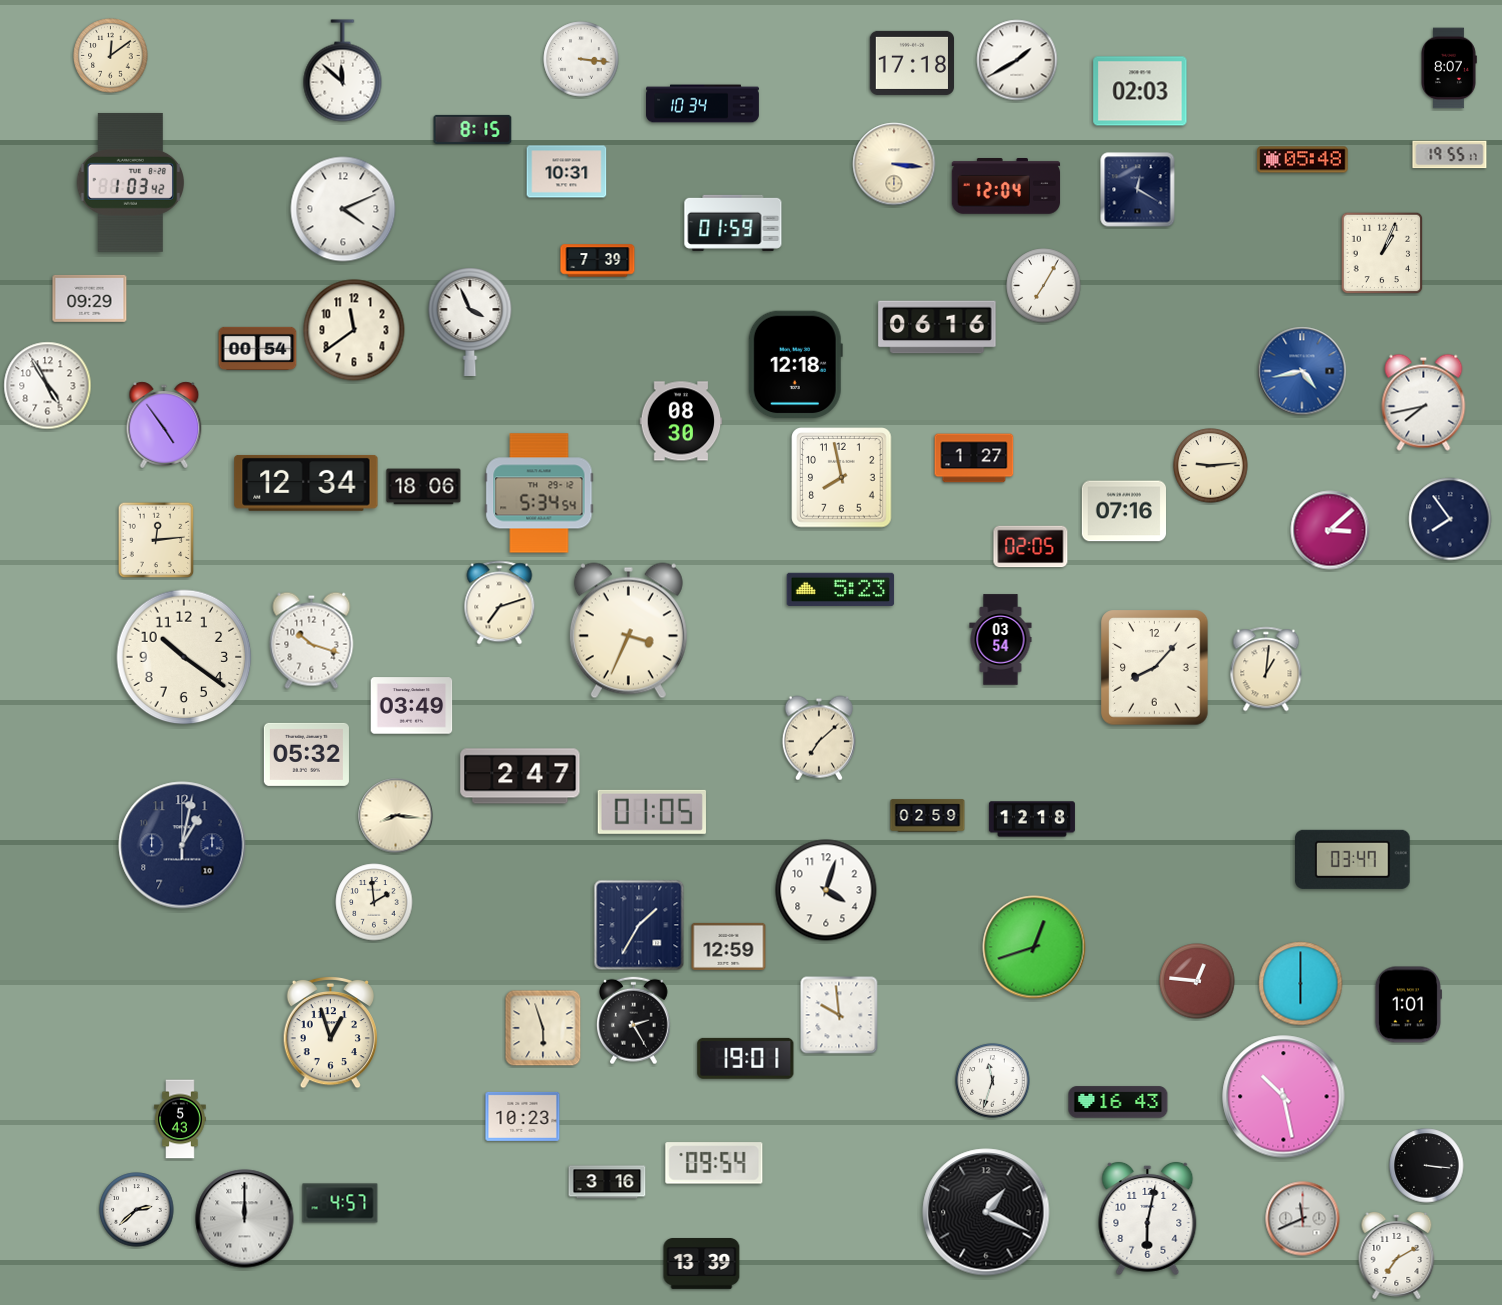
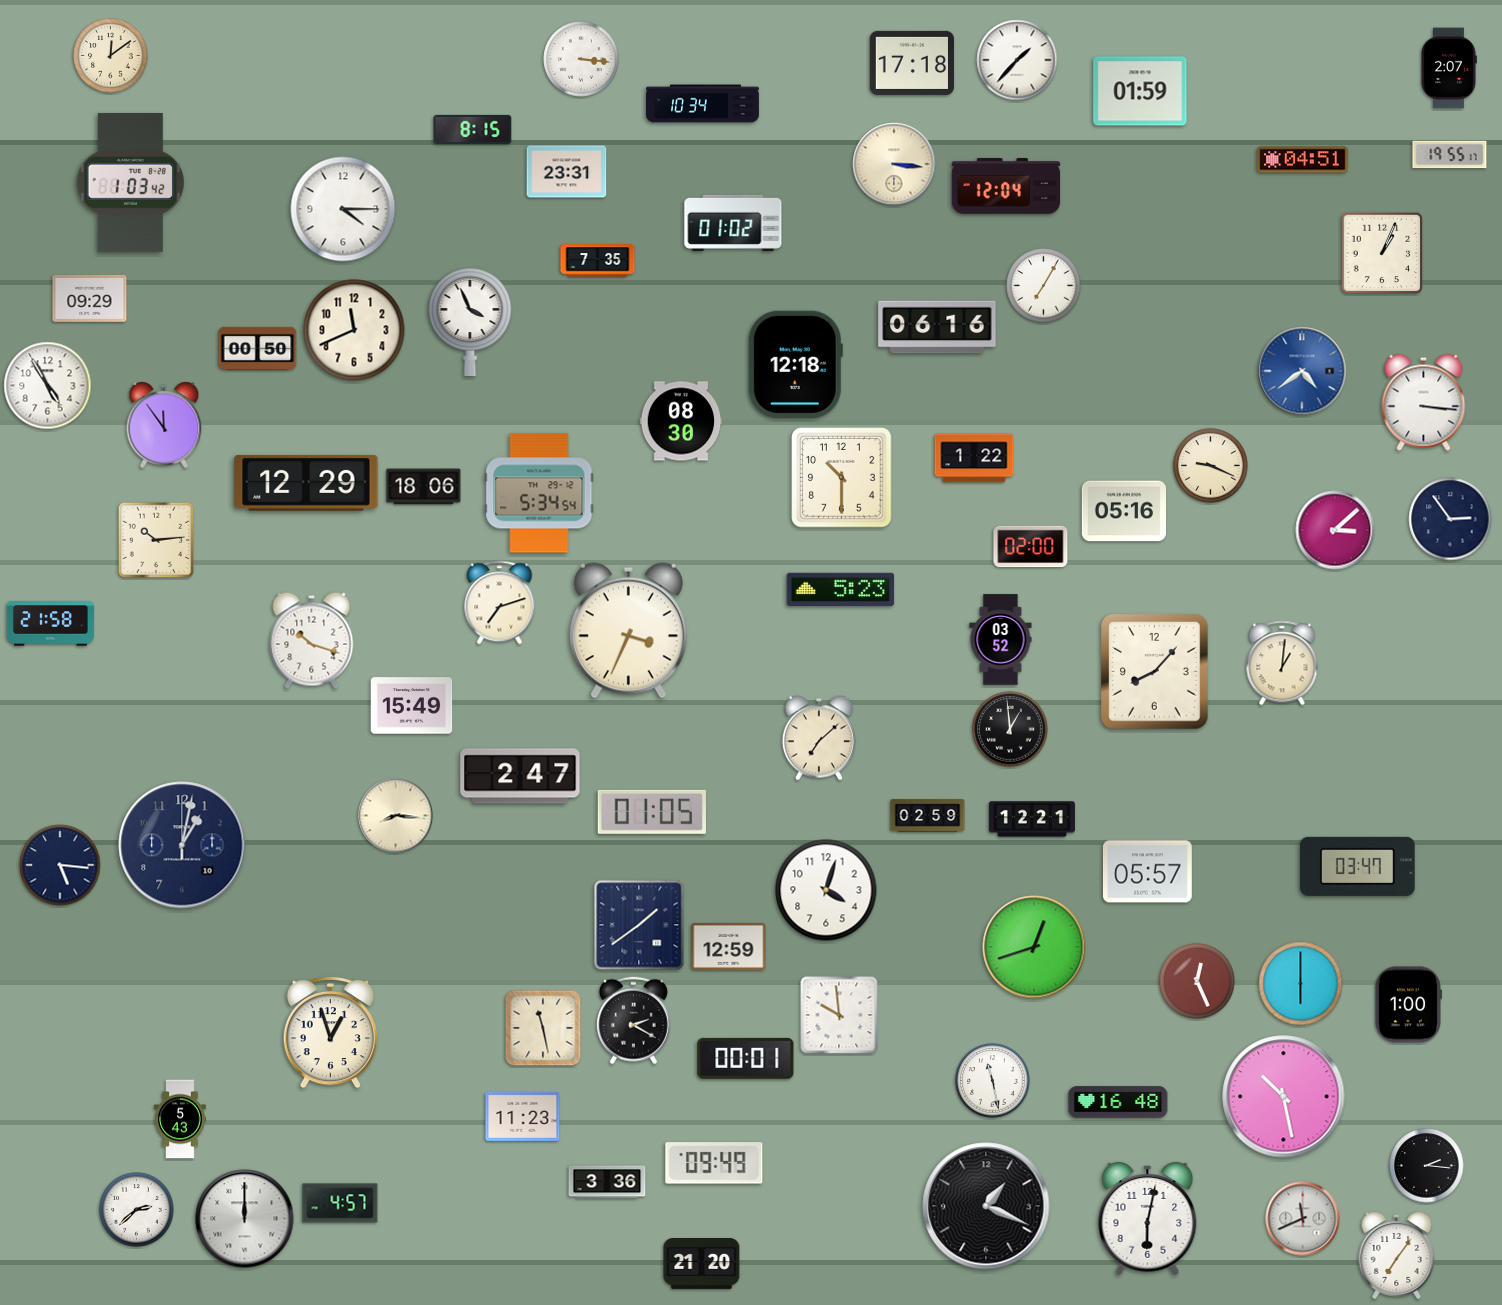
clock at (1017, 60): 1:40 -> 1:37
clock at (1449, 68): 8:07 -> 2:07
clock at (343, 71): 11:52 -> none
clock at (1140, 91): 02:03 -> 01:59
clock at (1303, 160): 05:48 -> 04:51
clock at (567, 172): 10:31 -> 23:31
clock at (1138, 190): 12:20 -> none
clock at (343, 209): 4:11 -> 4:15
clock at (733, 223): 01:59 -> 01:02
clock at (598, 261): 7:39 -> 7:35
clock at (354, 330): 11:39 -> 11:41
clock at (258, 348): 00:54 -> 00:50
clock at (1302, 371): 4:43 -> 4:39
clock at (1424, 402): 7:43 -> 3:16
clock at (164, 425): 4:54 -> 11:54
clock at (974, 458): 1:27 -> 1:22
clock at (1211, 466): 9:14 -> 9:19
clock at (842, 478): 7:58 -> 10:30
clock at (306, 483): 12:34 -> 12:29
clock at (1123, 511): 07:16 -> 05:16
clock at (1450, 519): 7:54 -> 2:54
clock at (1330, 530) position: (1330, 530) -> (1335, 530)
clock at (156, 540): 12:14 -> 10:14
clock at (1031, 547): 02:05 -> 02:00
clock at (50, 624): none -> 21:58
clock at (1001, 640): 03:54 -> 03:52
clock at (184, 657): 10:21 -> none
clock at (1155, 668) position: (1155, 668) -> (1155, 672)
clock at (1266, 669) position: (1266, 669) -> (1282, 663)
clock at (412, 706): 03:49 -> 15:49
clock at (1010, 729): none -> 12:59
clock at (306, 754): 05:32 -> none
clock at (1032, 819): 12:18 -> 12:21
clock at (1353, 859) position: (1353, 859) -> (1358, 866)
clock at (60, 865): none -> 5:16
clock at (1147, 872): none -> 05:57
clock at (374, 902): 1:59 -> none
clock at (639, 925): 1:35 -> 1:39
clock at (1197, 981): 12:46 -> 12:26
clock at (1408, 1005): 1:01 -> 1:00
clock at (633, 1021): 2:25 -> 2:20
clock at (543, 1028): 5:57 -> 11:28
clock at (746, 1058): 19:01 -> 00:01
clock at (993, 1081): 11:33 -> 11:28
clock at (1118, 1102): 16:43 -> 16:48
clock at (523, 1116): 10:23 -> 11:23
clock at (714, 1163): 09:54 -> 09:49
clock at (1427, 1166): 3:16 -> 2:16
clock at (607, 1182): 3:16 -> 3:36
clock at (986, 1212) position: (986, 1212) -> (986, 1206)
clock at (1397, 1256): 7:10 -> 7:06
clock at (702, 1264): 13:39 -> 21:20
